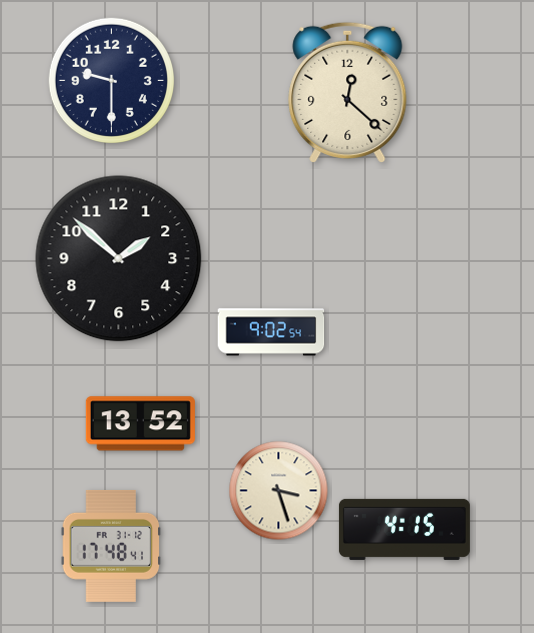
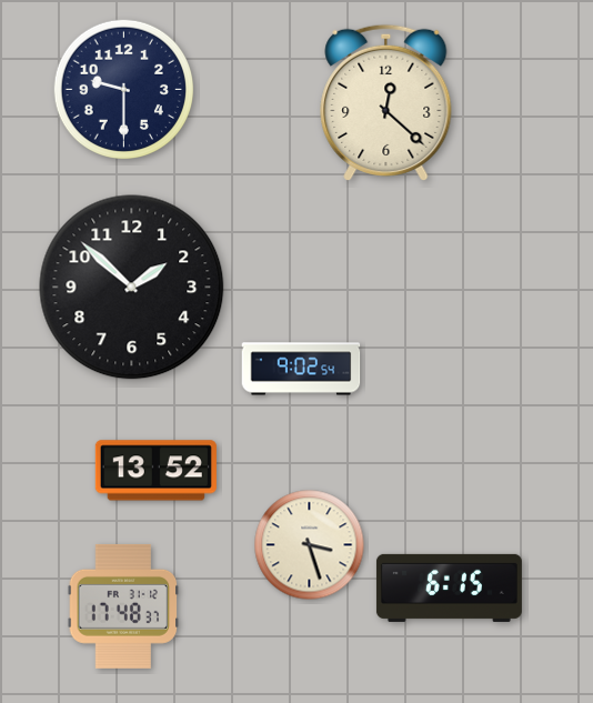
clock at (404, 529): 4:15 -> 6:15
clock at (111, 546): 17:48:41 -> 17:48:37
